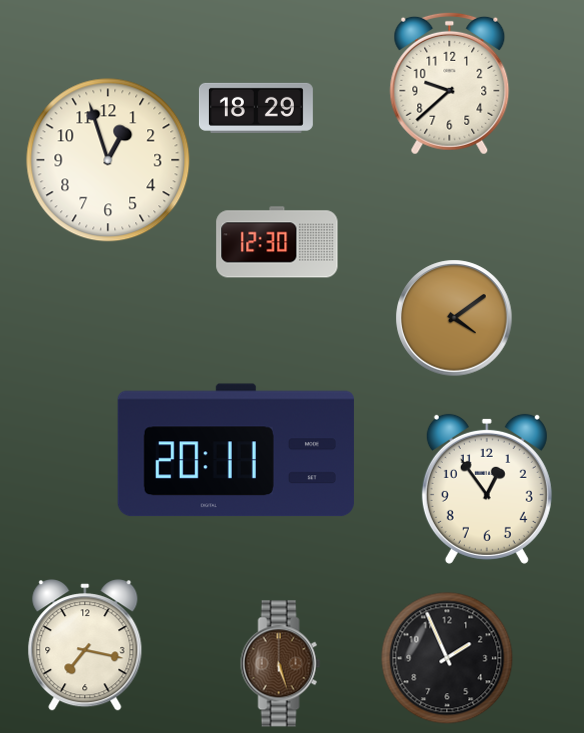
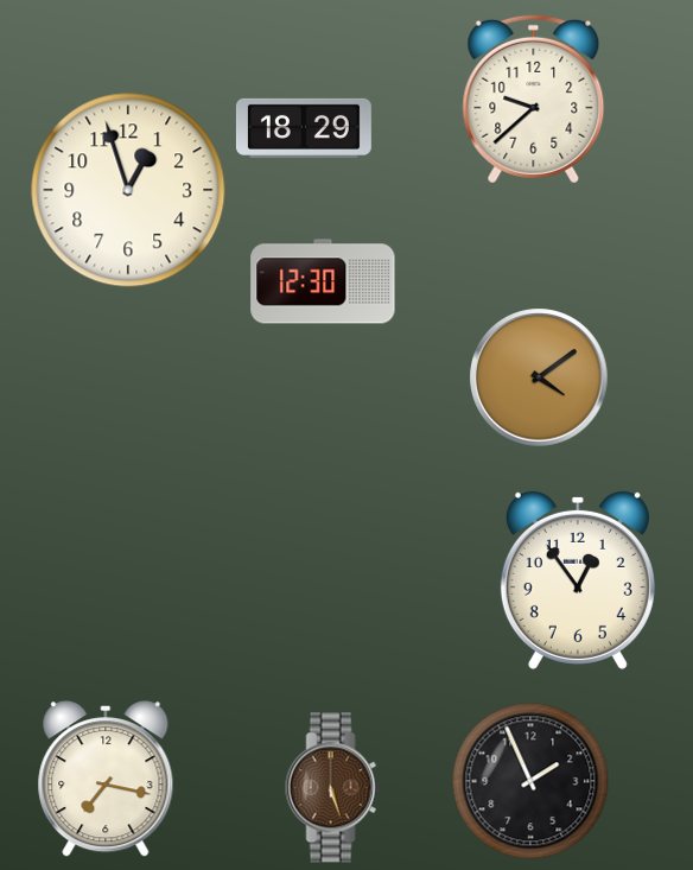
clock at (277, 242) position: (277, 242) -> (323, 281)
clock at (236, 450): 20:11 -> none
clock at (85, 645) position: (85, 645) -> (106, 779)
